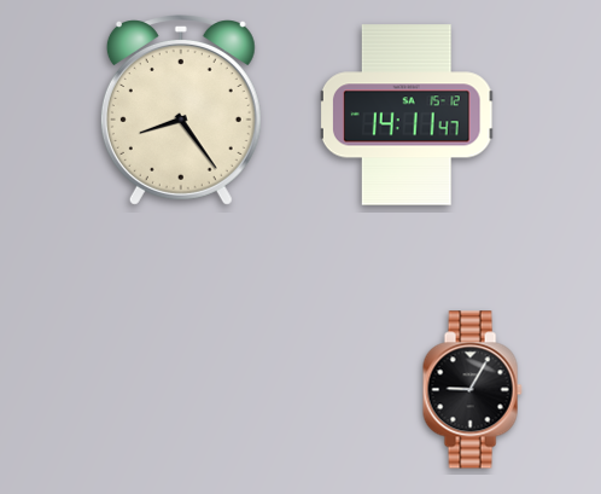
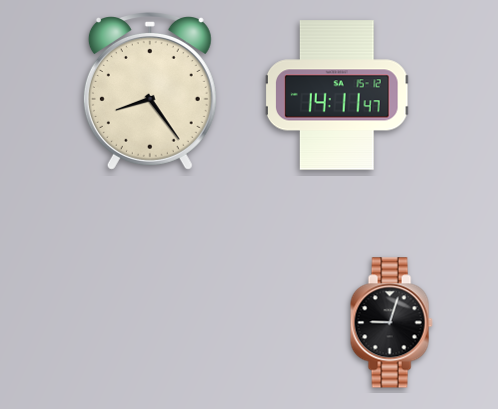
clock at (472, 390): 9:05 -> 9:03
